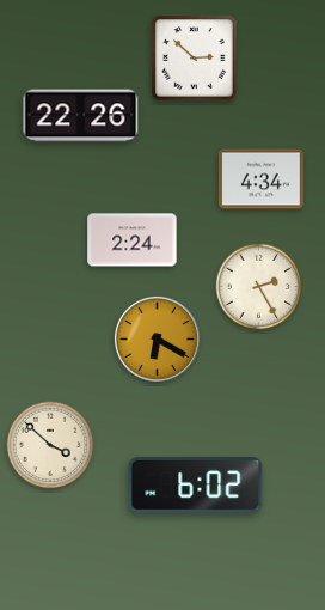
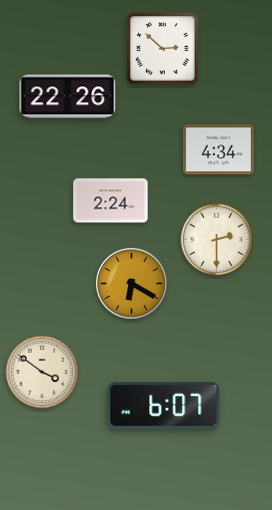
clock at (259, 287): 2:25 -> 2:30
clock at (50, 445): 3:52 -> 3:51
clock at (196, 486): 6:02 -> 6:07
